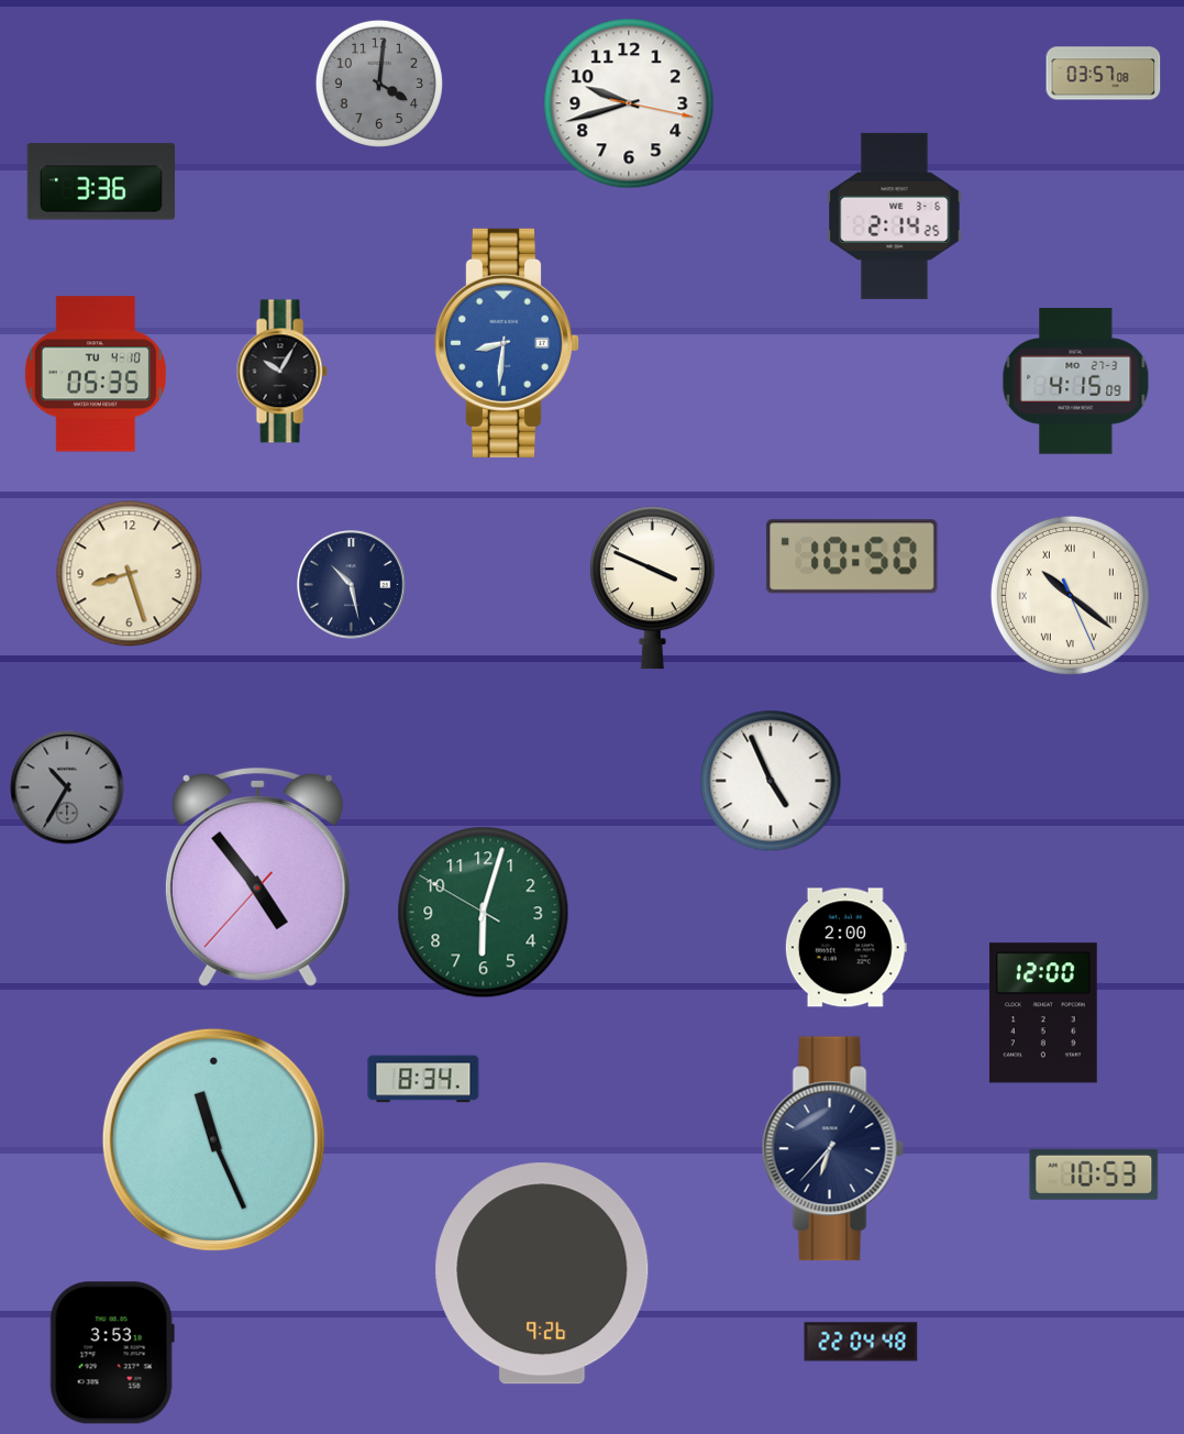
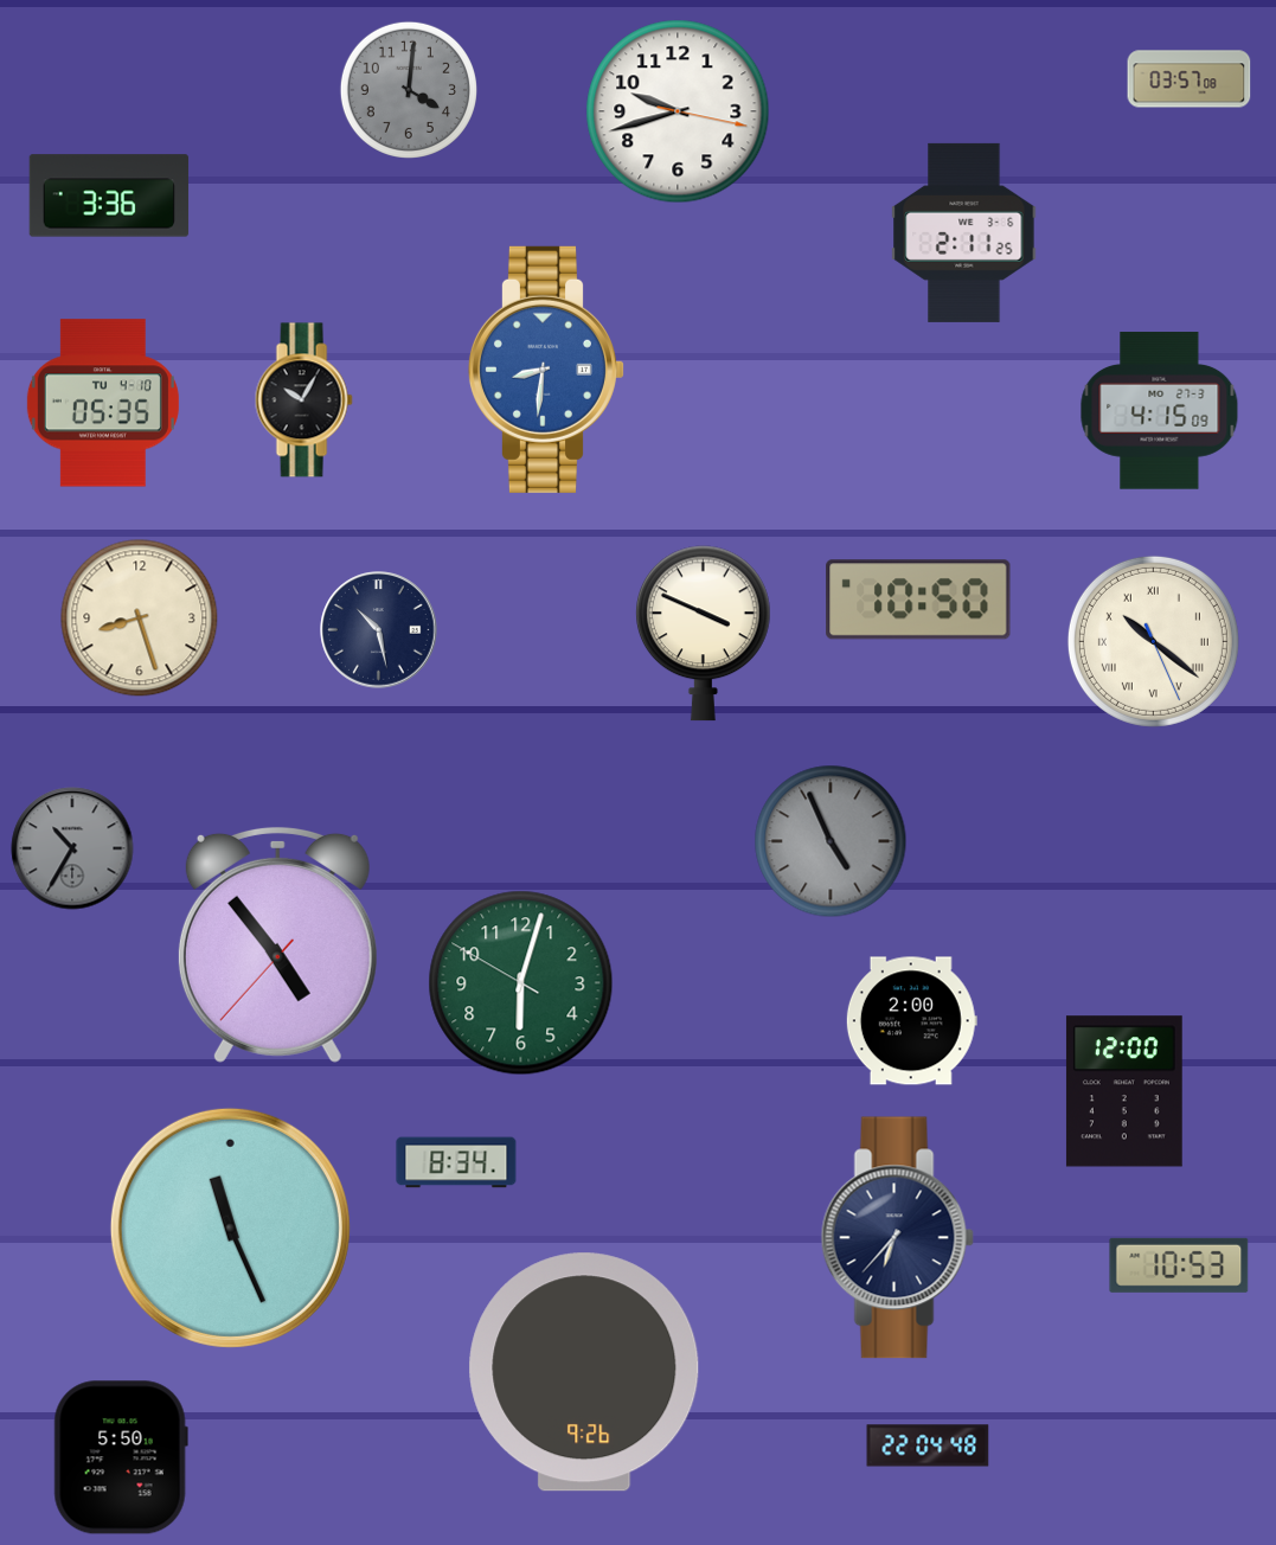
clock at (895, 216): 2:14 -> 2:11
clock at (771, 781) dial: white -> grey
clock at (112, 1353): 3:53 -> 5:50
